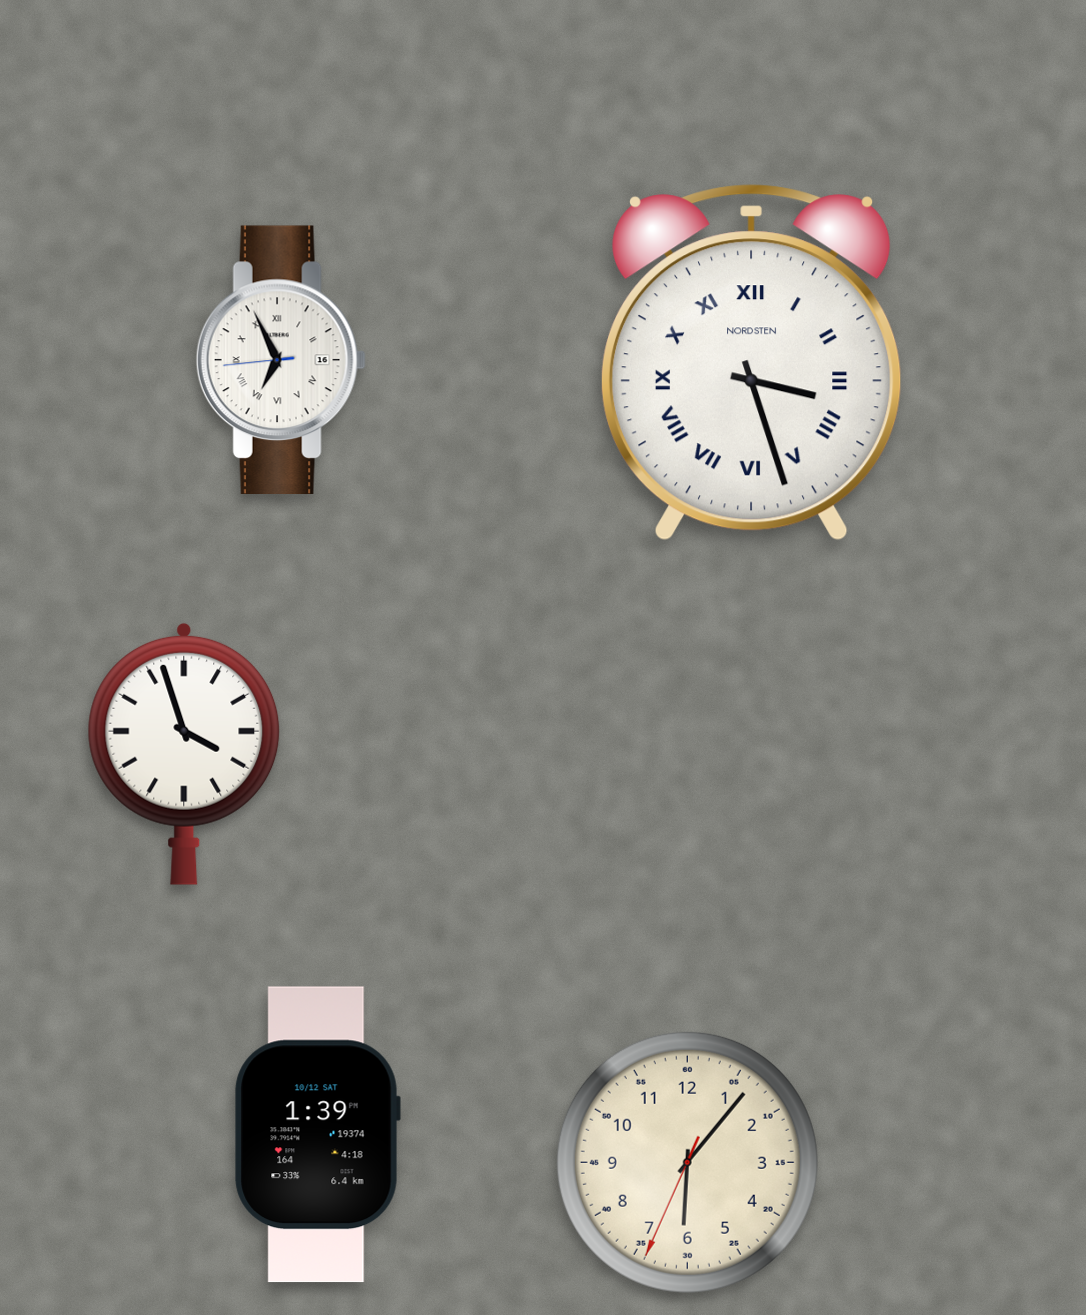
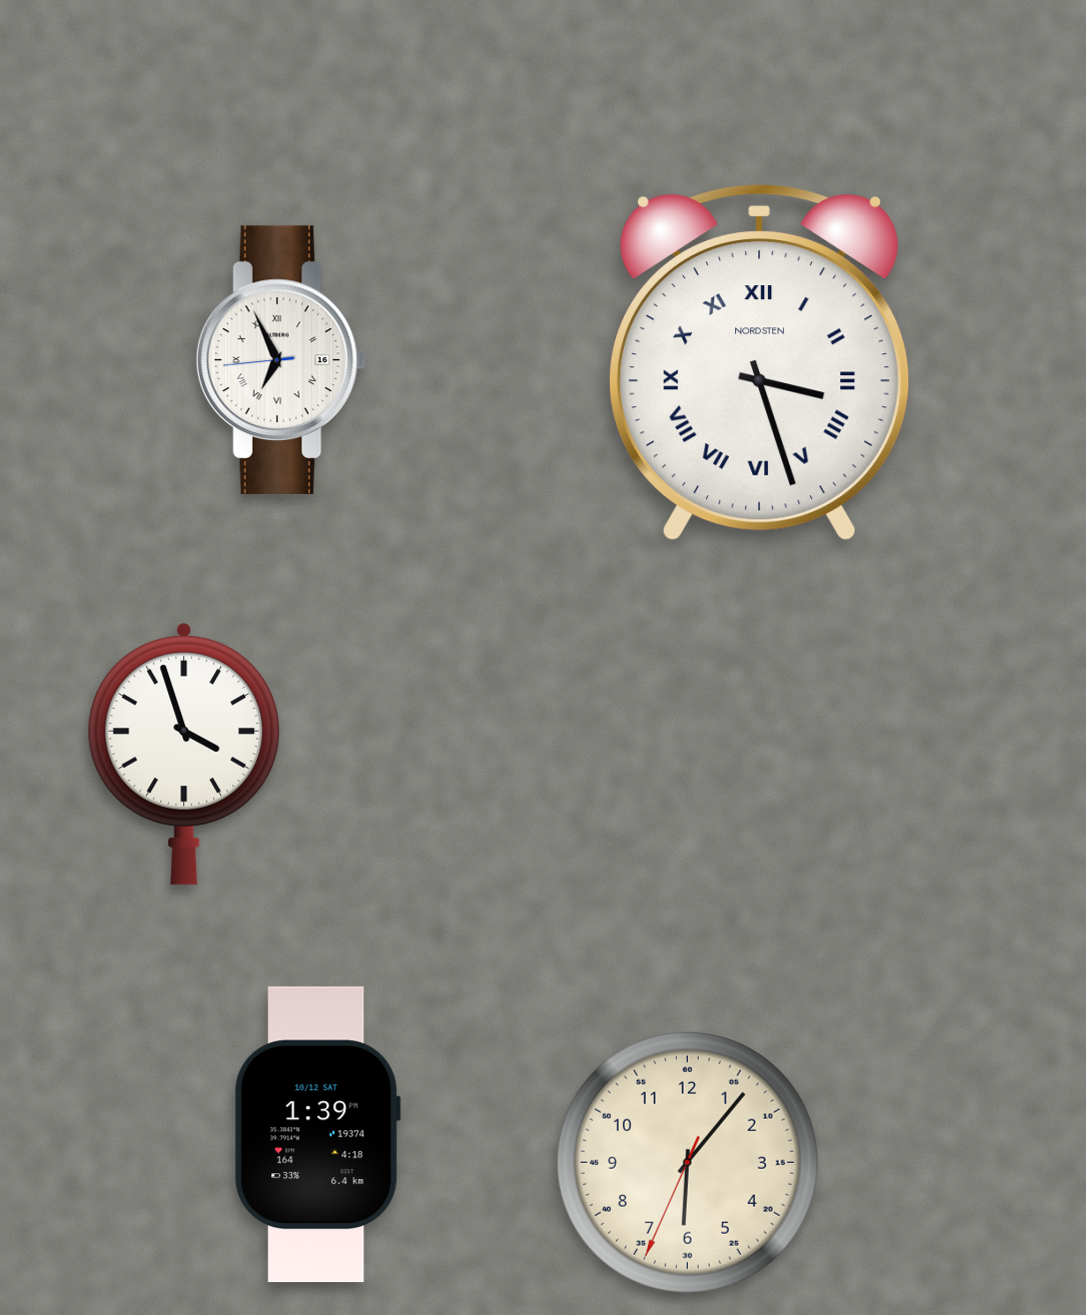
clock at (751, 363) position: (751, 363) -> (759, 363)
